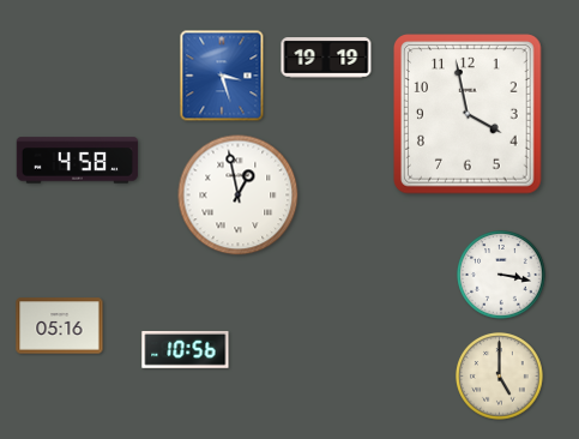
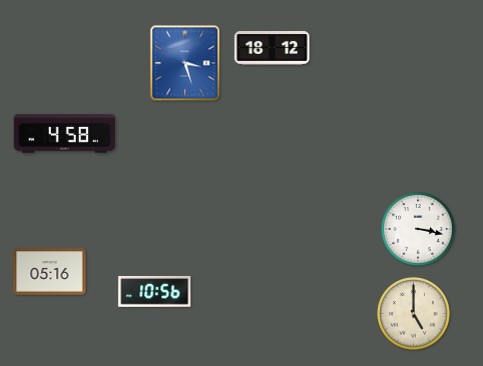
clock at (326, 59): 19:19 -> 18:12
clock at (469, 114): 3:58 -> none
clock at (239, 196): 12:58 -> none
clock at (500, 377) position: (500, 377) -> (414, 314)
